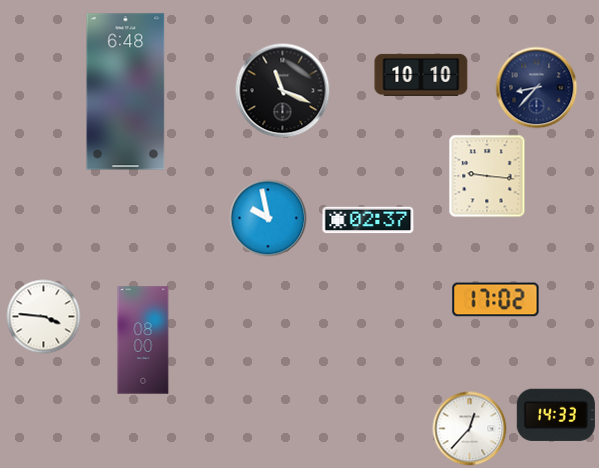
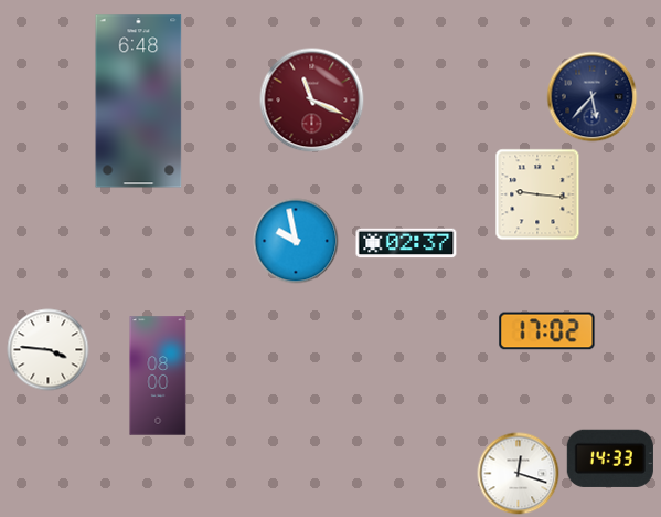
clock at (421, 75): 10:10 -> none
clock at (537, 88): 8:37 -> 5:37
clock at (283, 91) dial: black -> burgundy
clock at (556, 415) position: (556, 415) -> (610, 458)
clock at (470, 429): 12:37 -> 12:18
